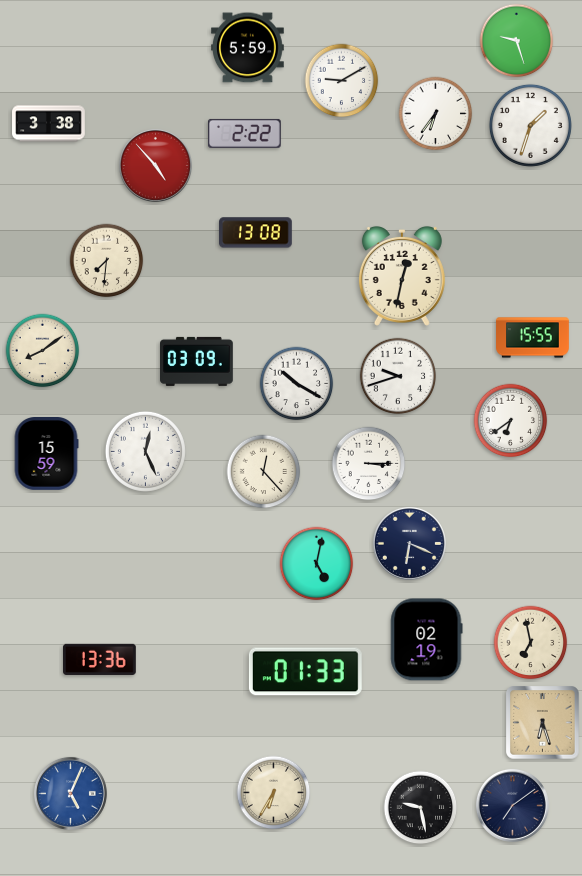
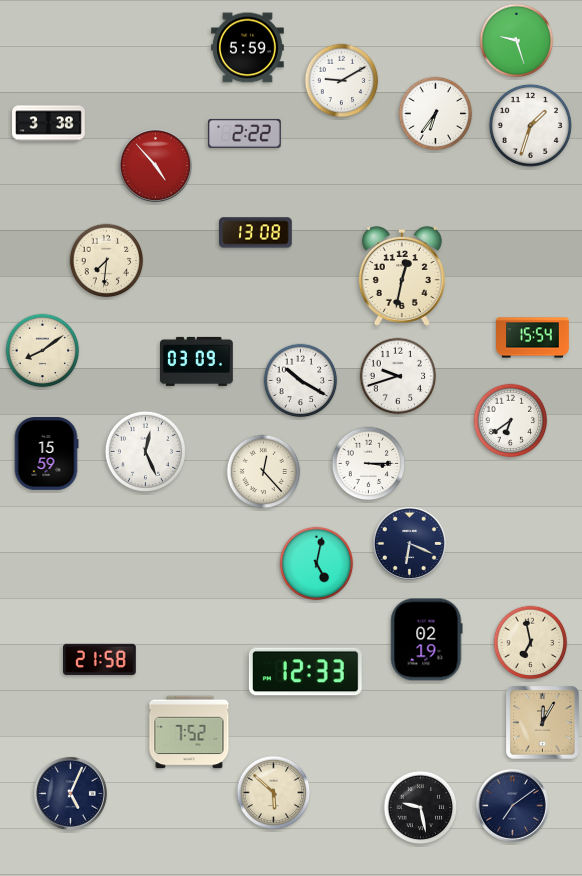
clock at (533, 338): 15:55 -> 15:54
clock at (297, 384) position: (297, 384) -> (301, 381)
clock at (100, 659): 13:36 -> 21:58
clock at (305, 672): 01:33 -> 12:33
clock at (543, 723): 6:27 -> 12:05
clock at (189, 732): none -> 7:52
clock at (70, 793) dial: blue -> navy
clock at (274, 793): 6:35 -> 5:52
